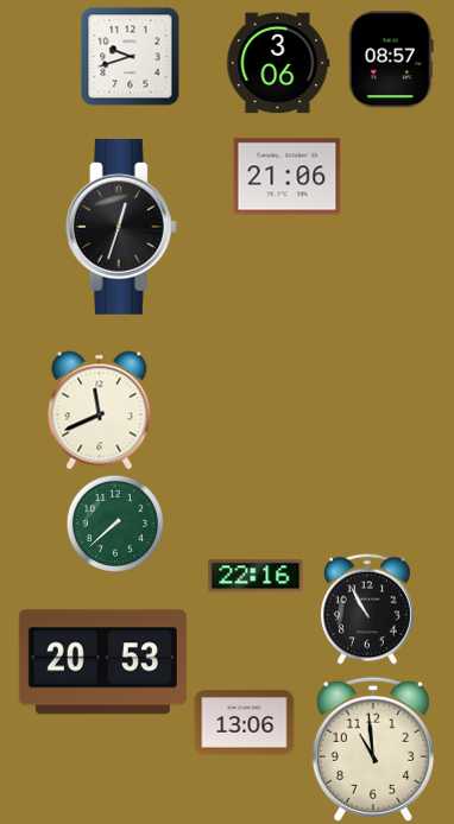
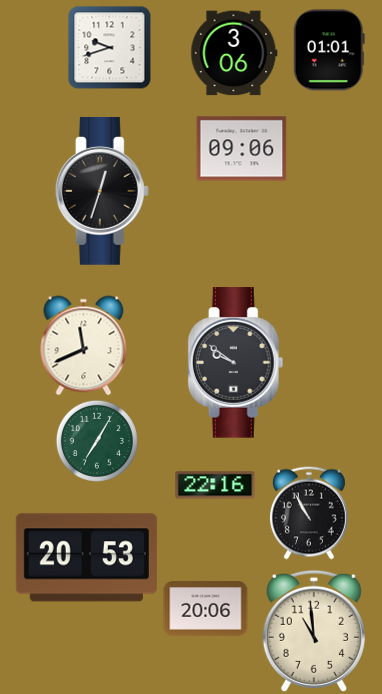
clock at (391, 59): 08:57 -> 01:01
clock at (288, 177): 21:06 -> 09:06
clock at (236, 363): none -> 9:51
clock at (115, 524): 7:38 -> 7:05
clock at (245, 723): 13:06 -> 20:06
